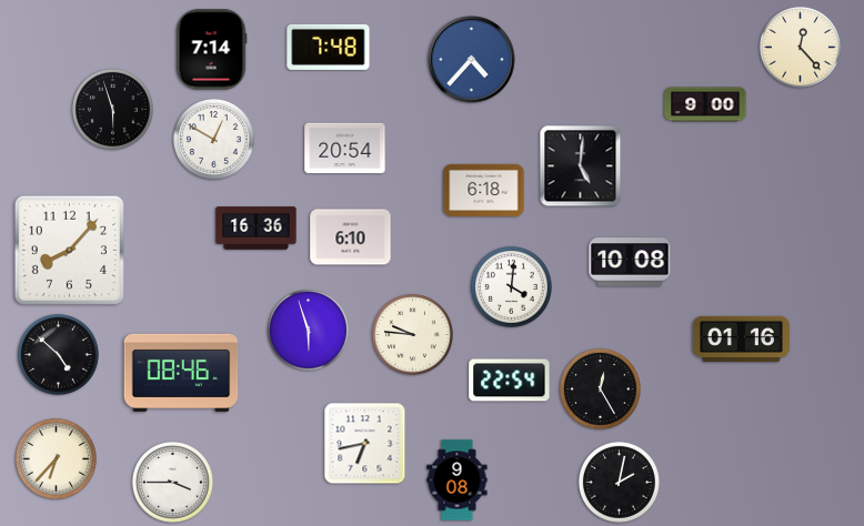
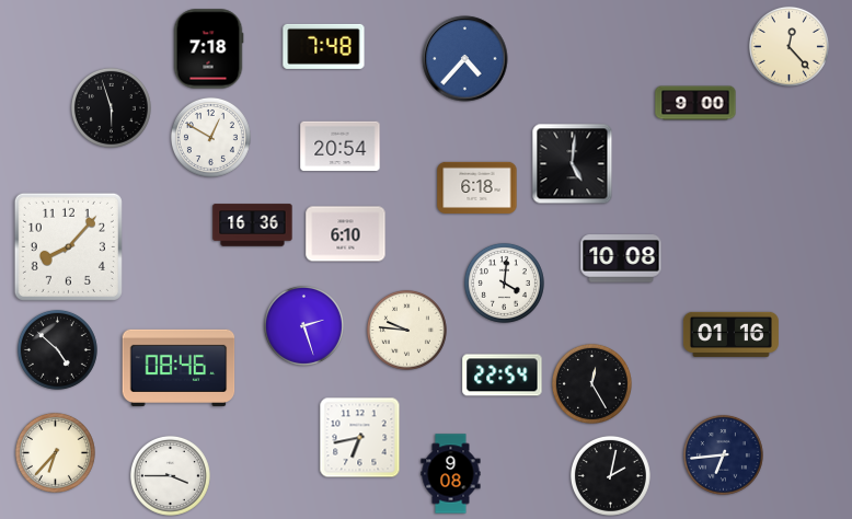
clock at (211, 50): 7:14 -> 7:18
clock at (308, 330): 5:57 -> 2:27
clock at (723, 454): none -> 6:44
